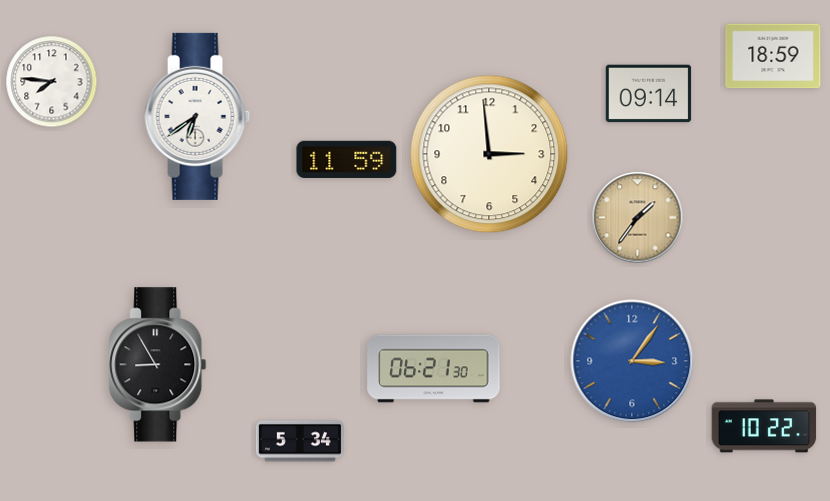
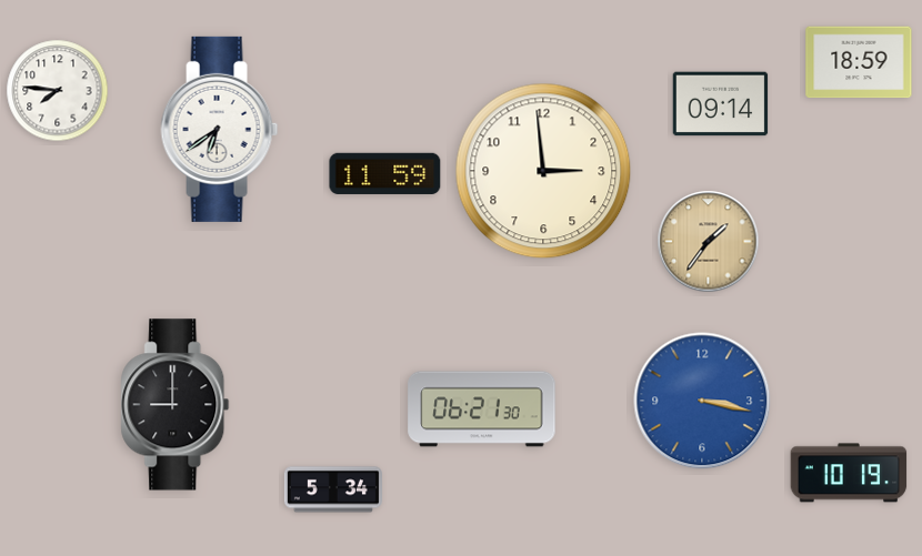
clock at (347, 159) position: (347, 159) -> (385, 173)
clock at (632, 361): 3:06 -> 3:17
clock at (158, 365): 8:55 -> 9:00
clock at (764, 426): 10:22 -> 10:19
